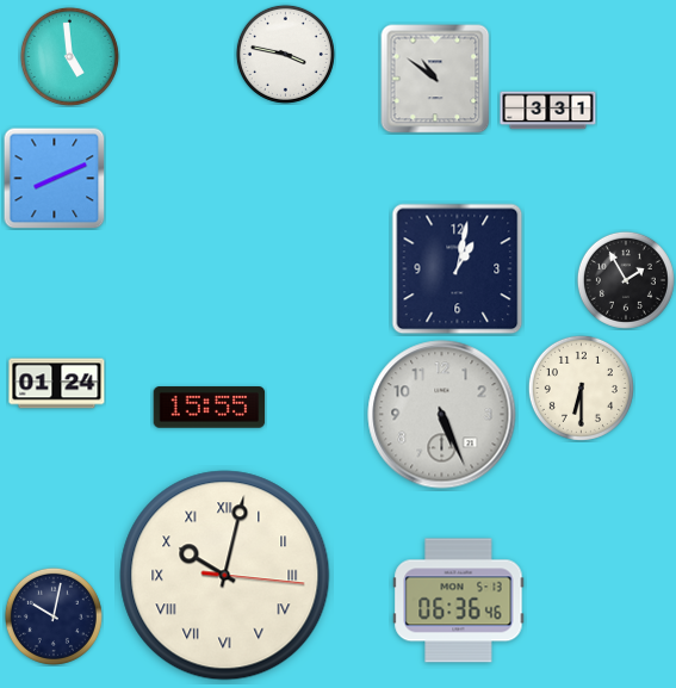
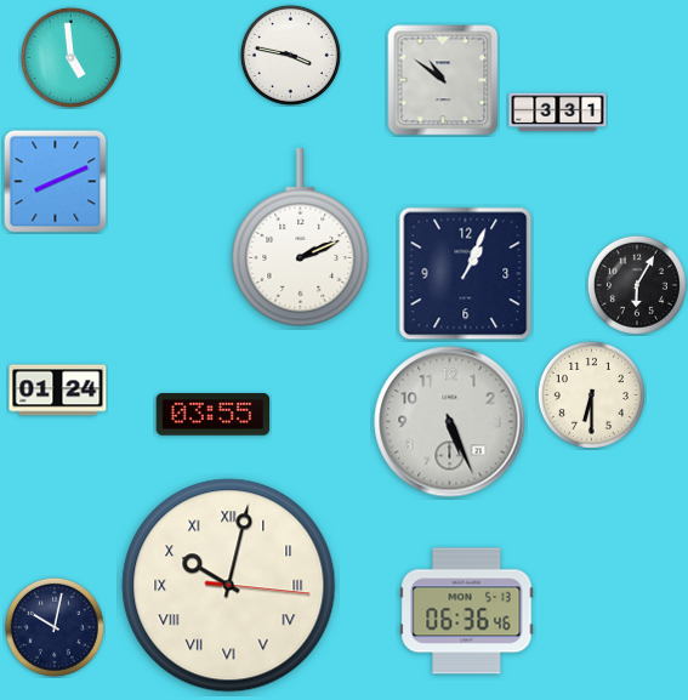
clock at (301, 238): none -> 2:11
clock at (458, 269): 1:02 -> 1:04
clock at (626, 280): 1:55 -> 6:05
clock at (210, 408): 15:55 -> 03:55
